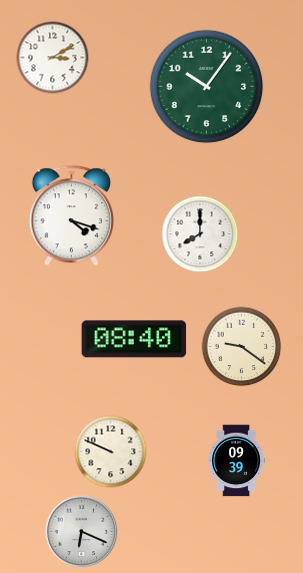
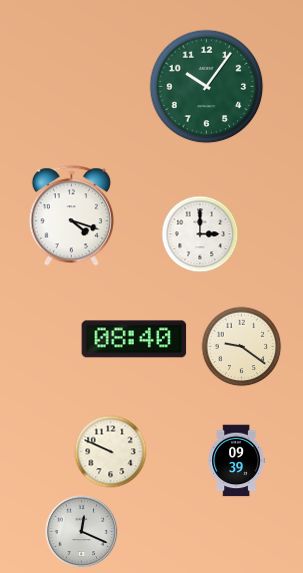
clock at (53, 58): 3:10 -> none
clock at (200, 234): 8:00 -> 3:00
clock at (82, 532): 6:19 -> 12:19
